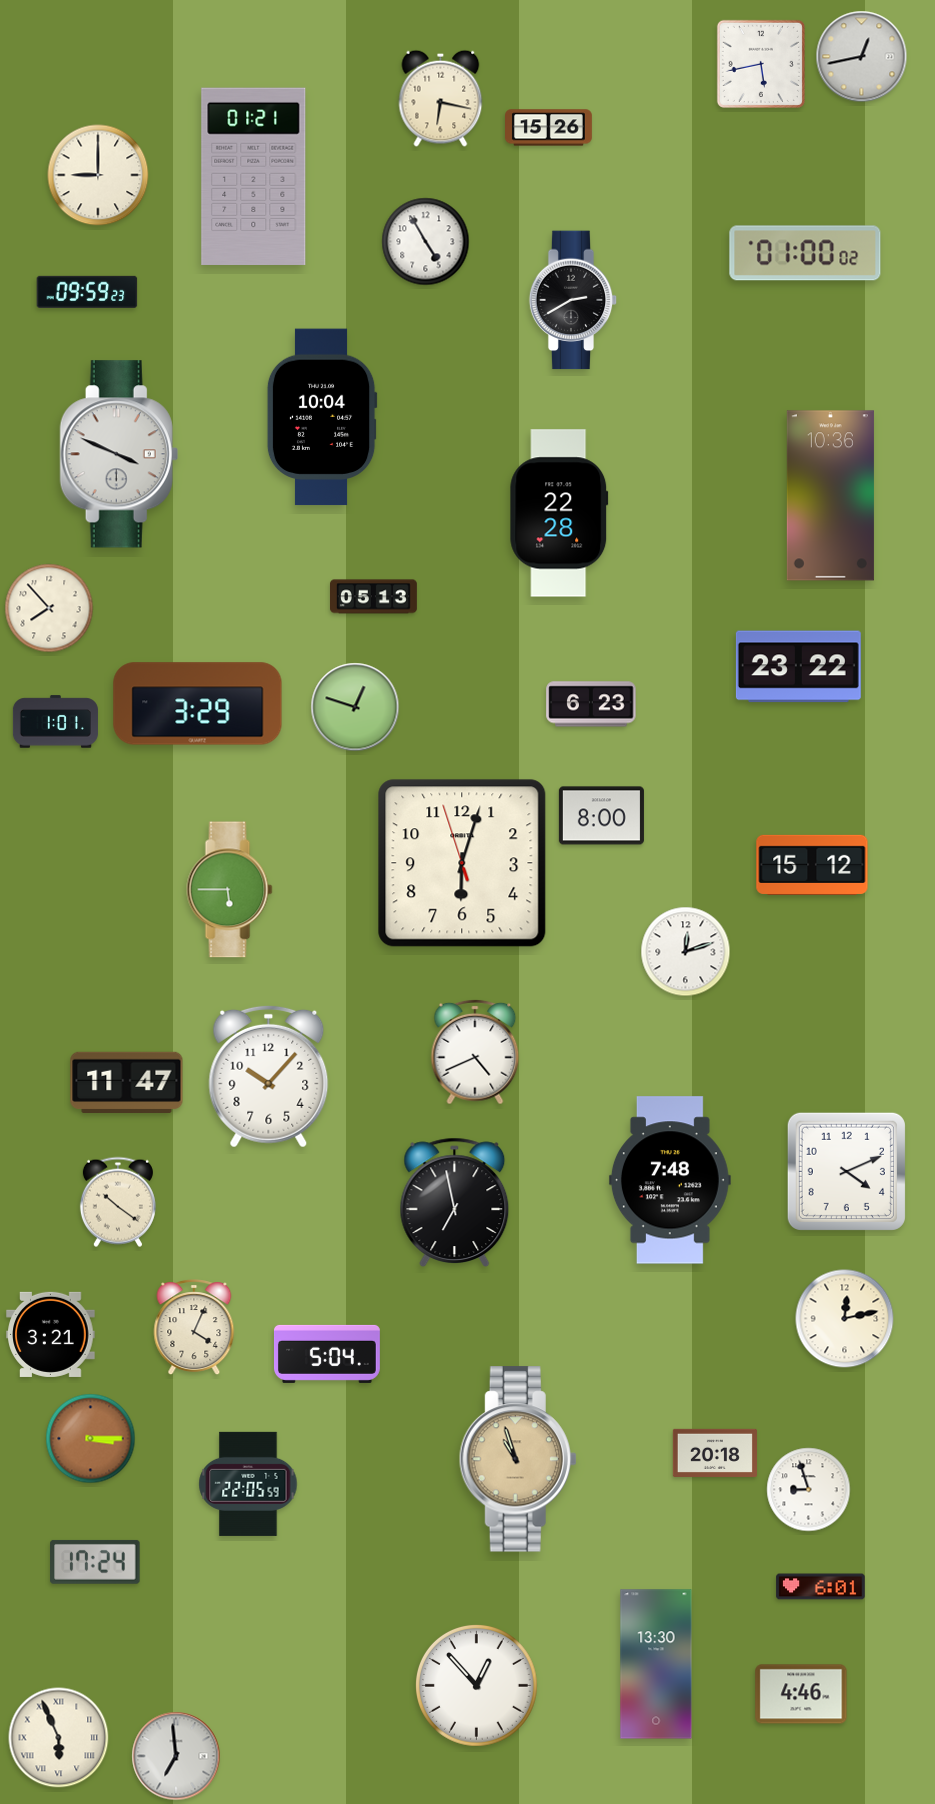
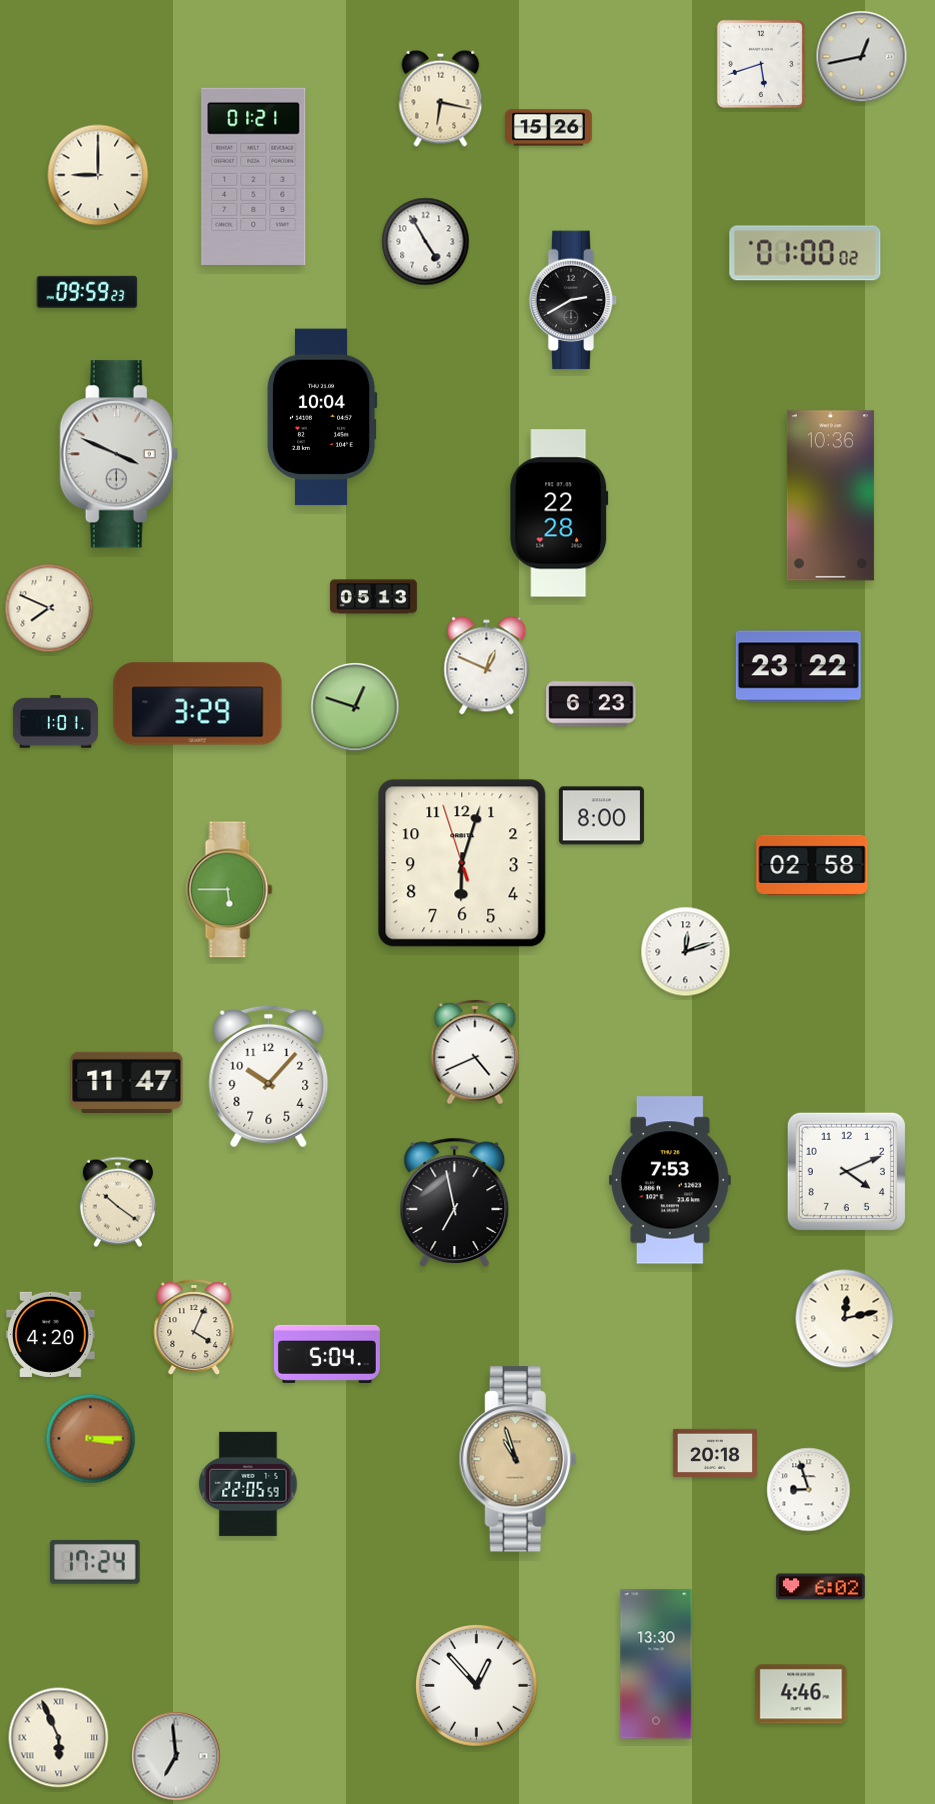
clock at (761, 64): 5:43 -> 5:42
clock at (49, 608): 7:53 -> 7:49
clock at (487, 666): none -> 12:49
clock at (812, 865): 15:12 -> 02:58
clock at (670, 1180): 7:48 -> 7:53
clock at (51, 1334): 3:21 -> 4:20
clock at (821, 1587): 6:01 -> 6:02
